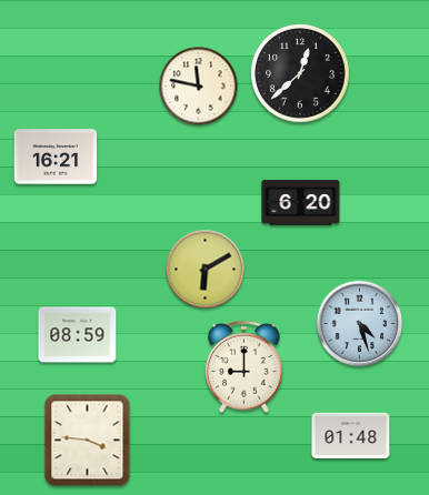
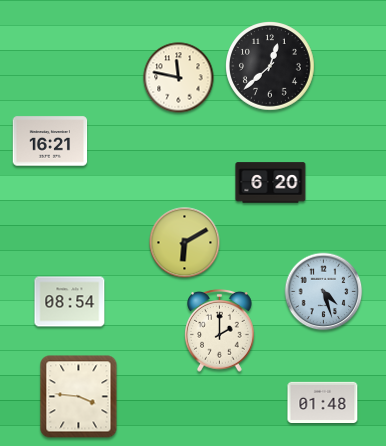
clock at (78, 335): 08:59 -> 08:54
clock at (245, 367): 9:00 -> 2:00
clock at (351, 435) position: (351, 435) -> (323, 402)
